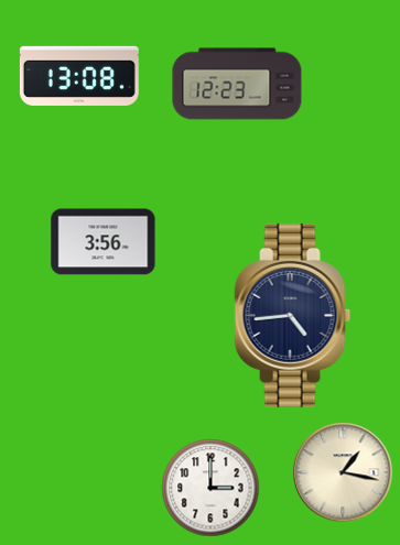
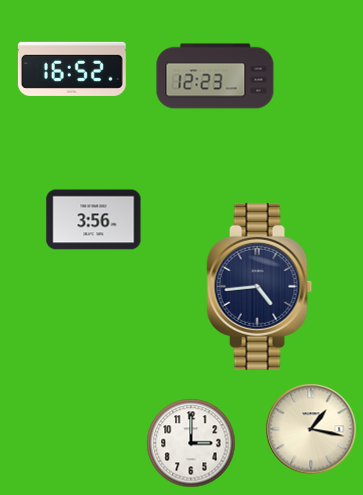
clock at (79, 76): 13:08 -> 16:52
clock at (293, 315) position: (293, 315) -> (260, 286)
